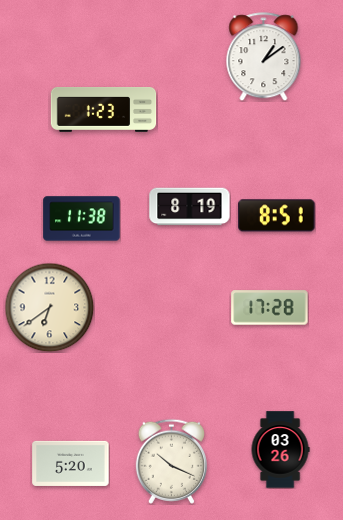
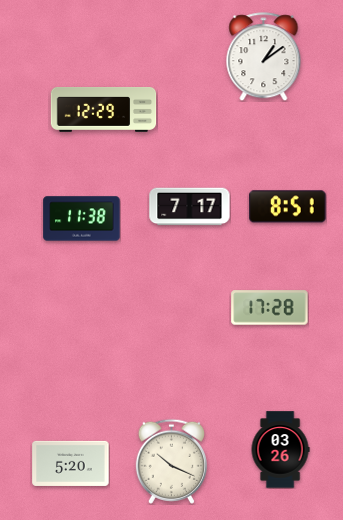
clock at (104, 110): 1:23 -> 12:29
clock at (190, 207): 8:19 -> 7:17
clock at (277, 216) position: (277, 216) -> (288, 207)
clock at (49, 307): 6:39 -> none
